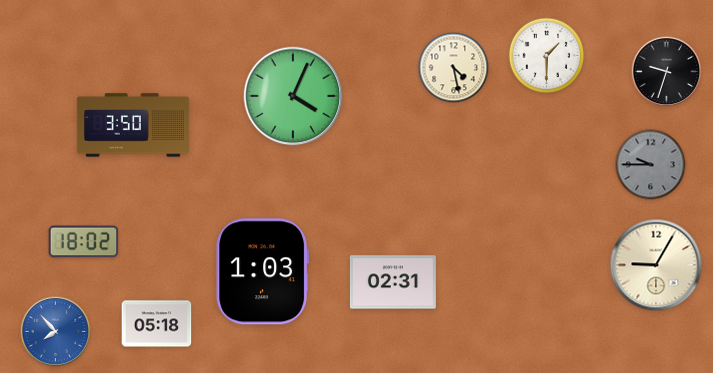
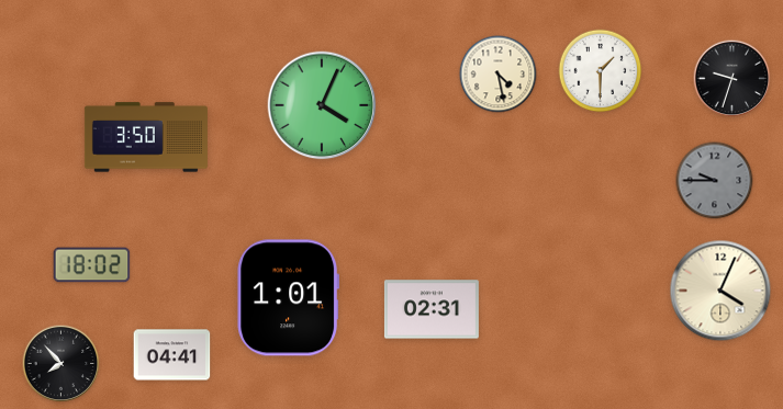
clock at (547, 56) position: (547, 56) -> (601, 71)
clock at (656, 265): 9:05 -> 4:04
clock at (263, 272): 1:03 -> 1:01
clock at (157, 324): 05:18 -> 04:41
clock at (56, 332) dial: blue -> black
